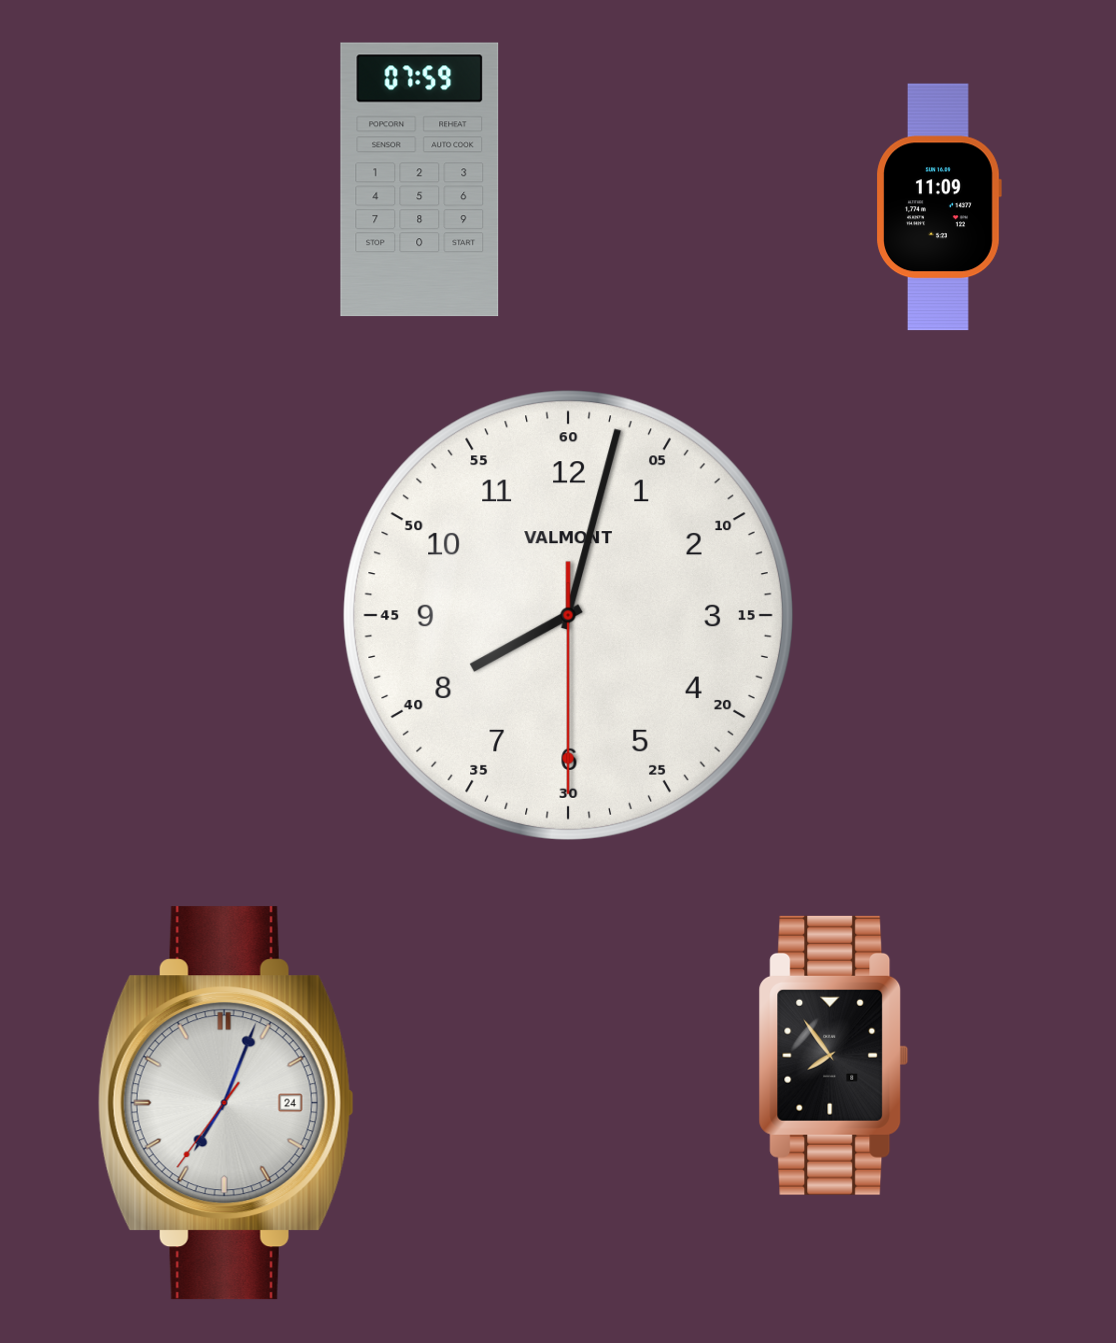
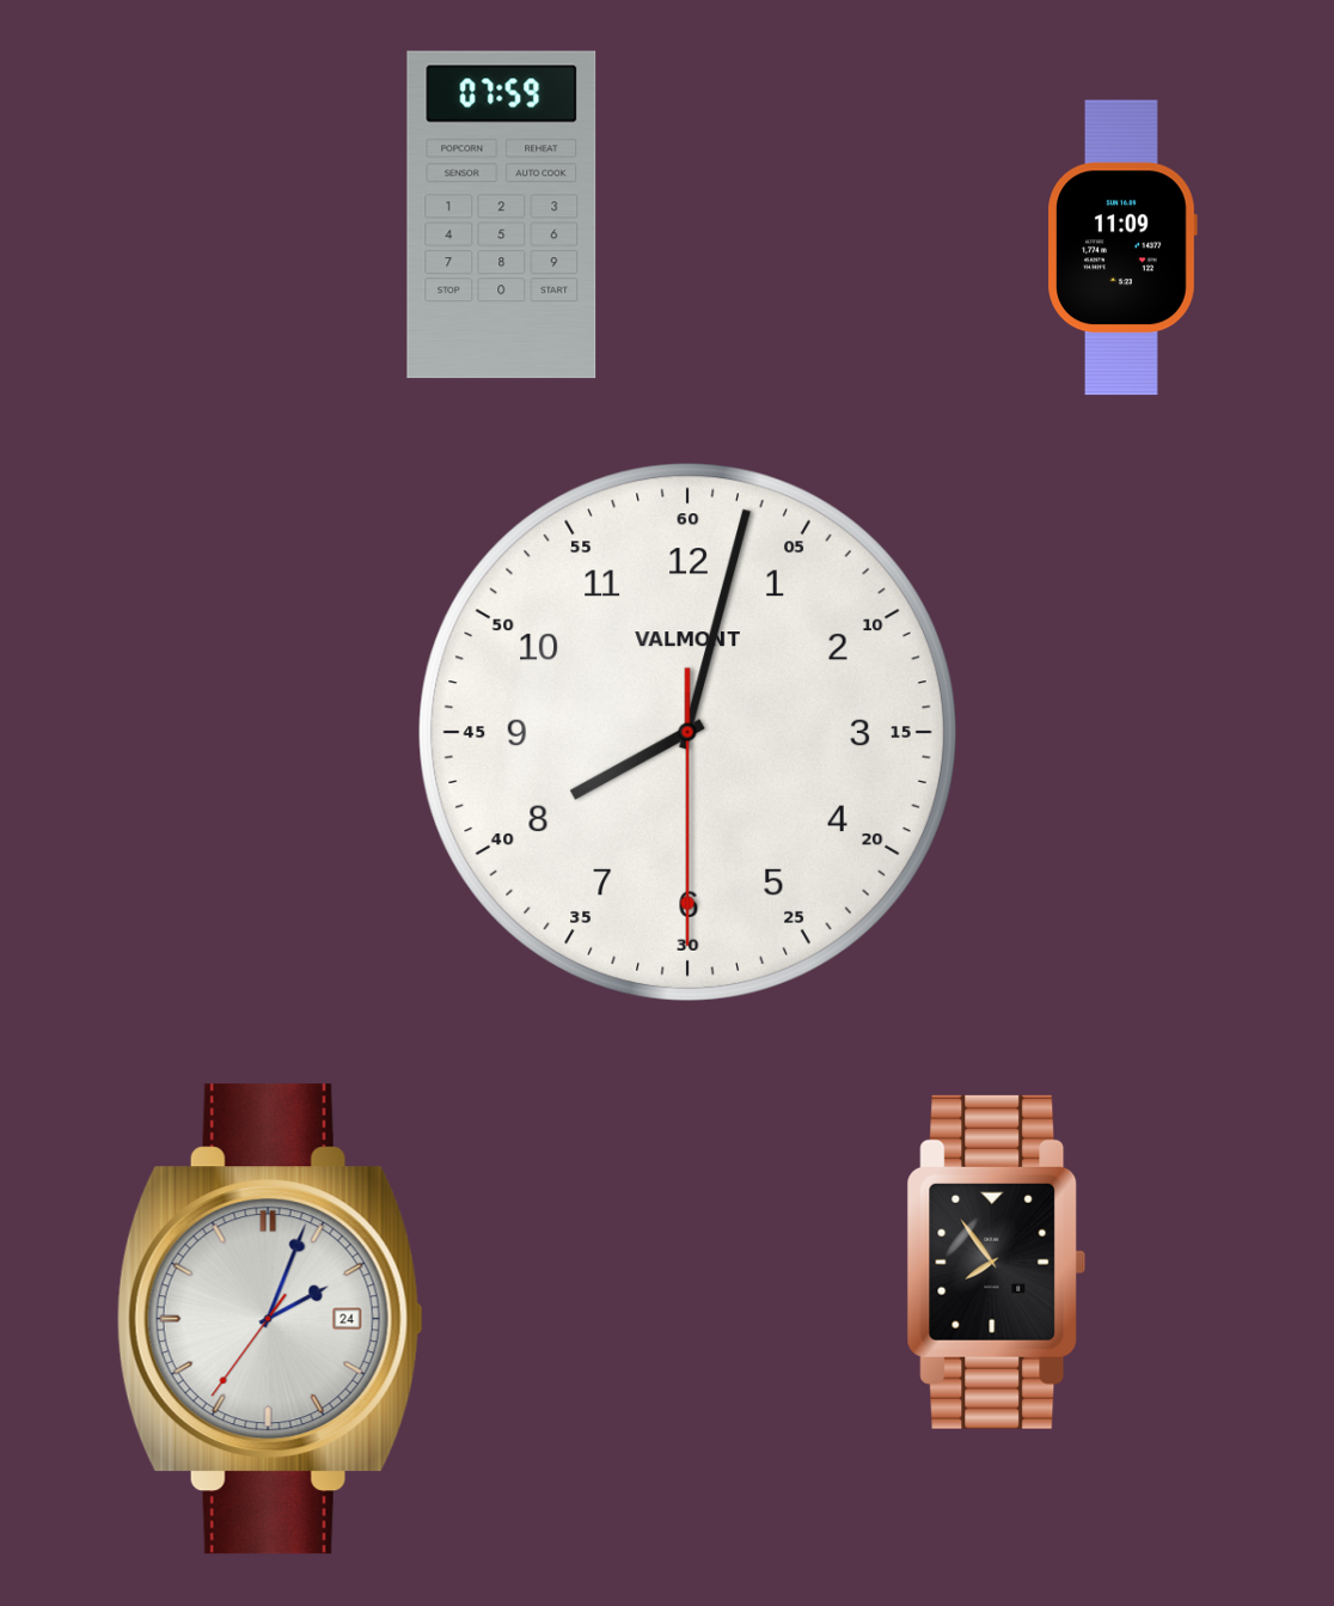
clock at (568, 615) position: (568, 615) -> (687, 732)
clock at (226, 1103): 7:03 -> 2:03
